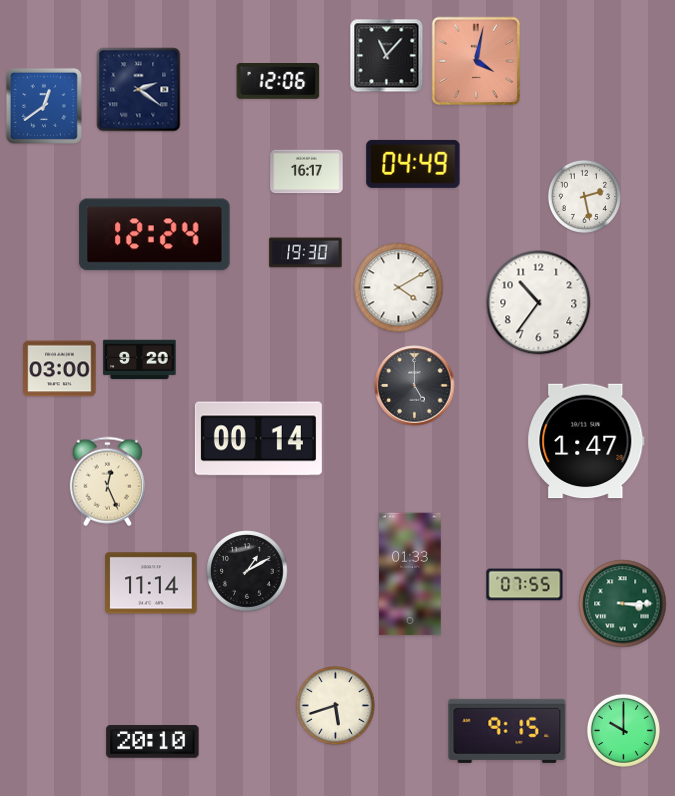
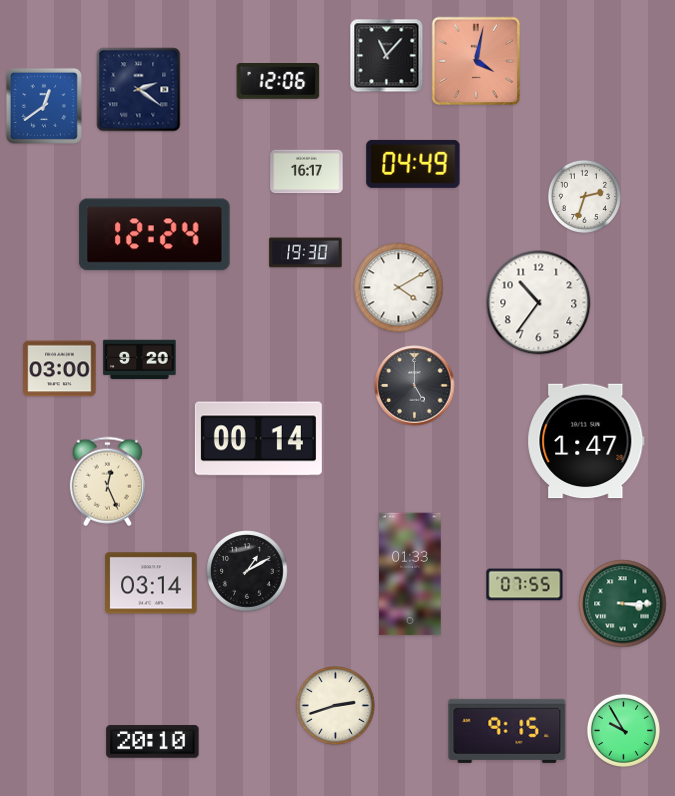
clock at (584, 196): 2:28 -> 2:33
clock at (151, 583): 11:14 -> 03:14
clock at (336, 706): 5:42 -> 2:42
clock at (623, 730): 10:00 -> 9:55
